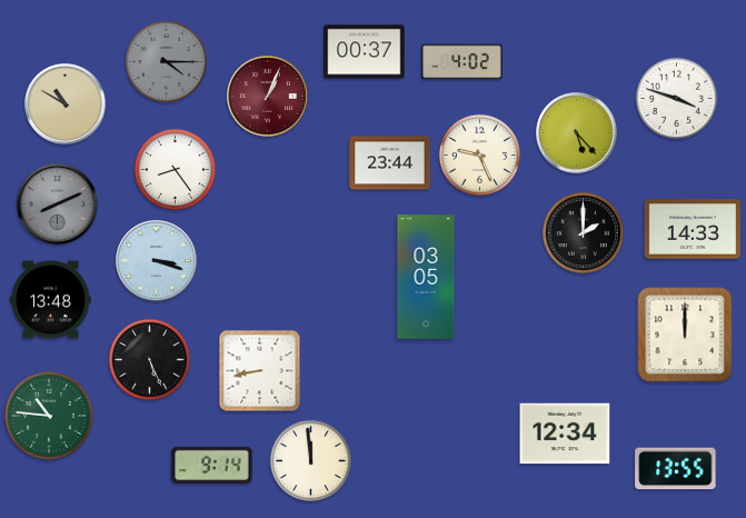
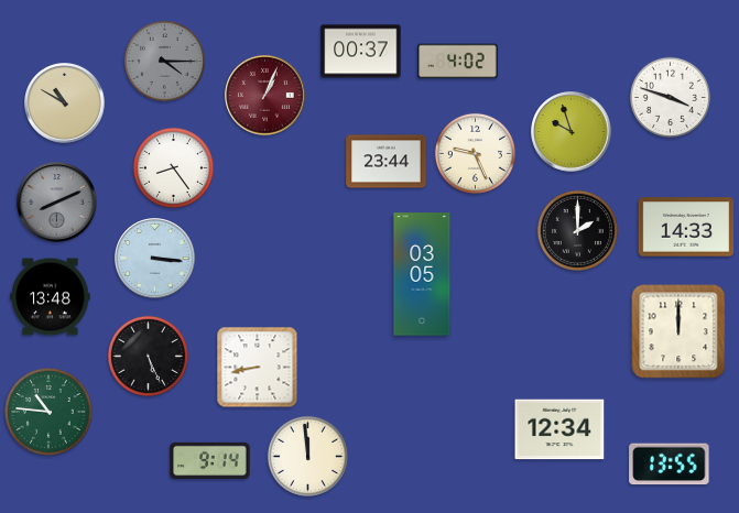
clock at (577, 133): 5:23 -> 9:57
clock at (157, 261): 3:18 -> 3:16
